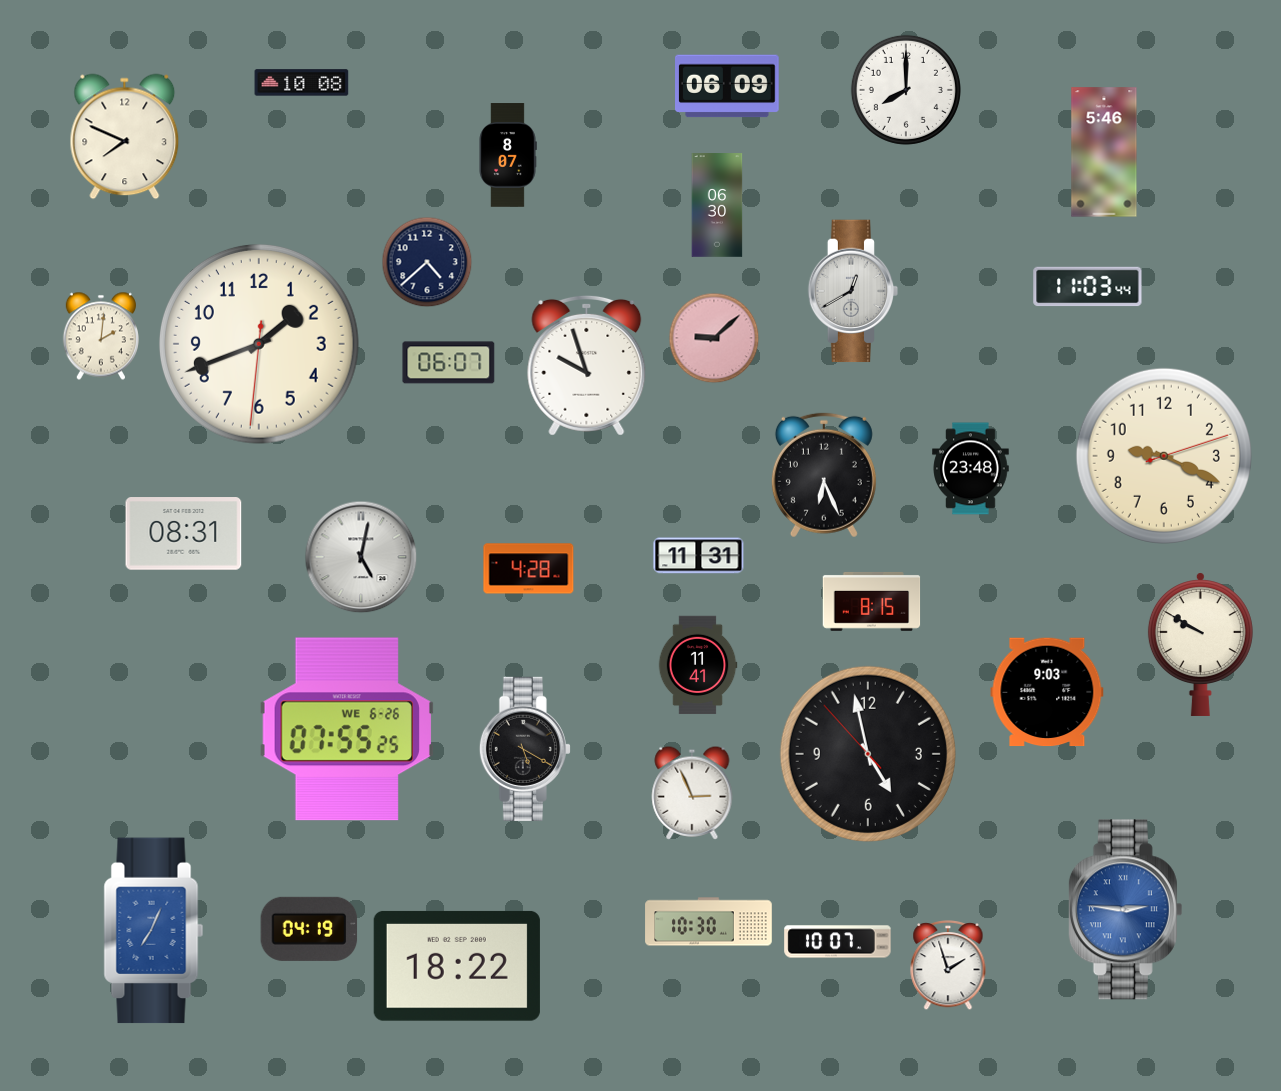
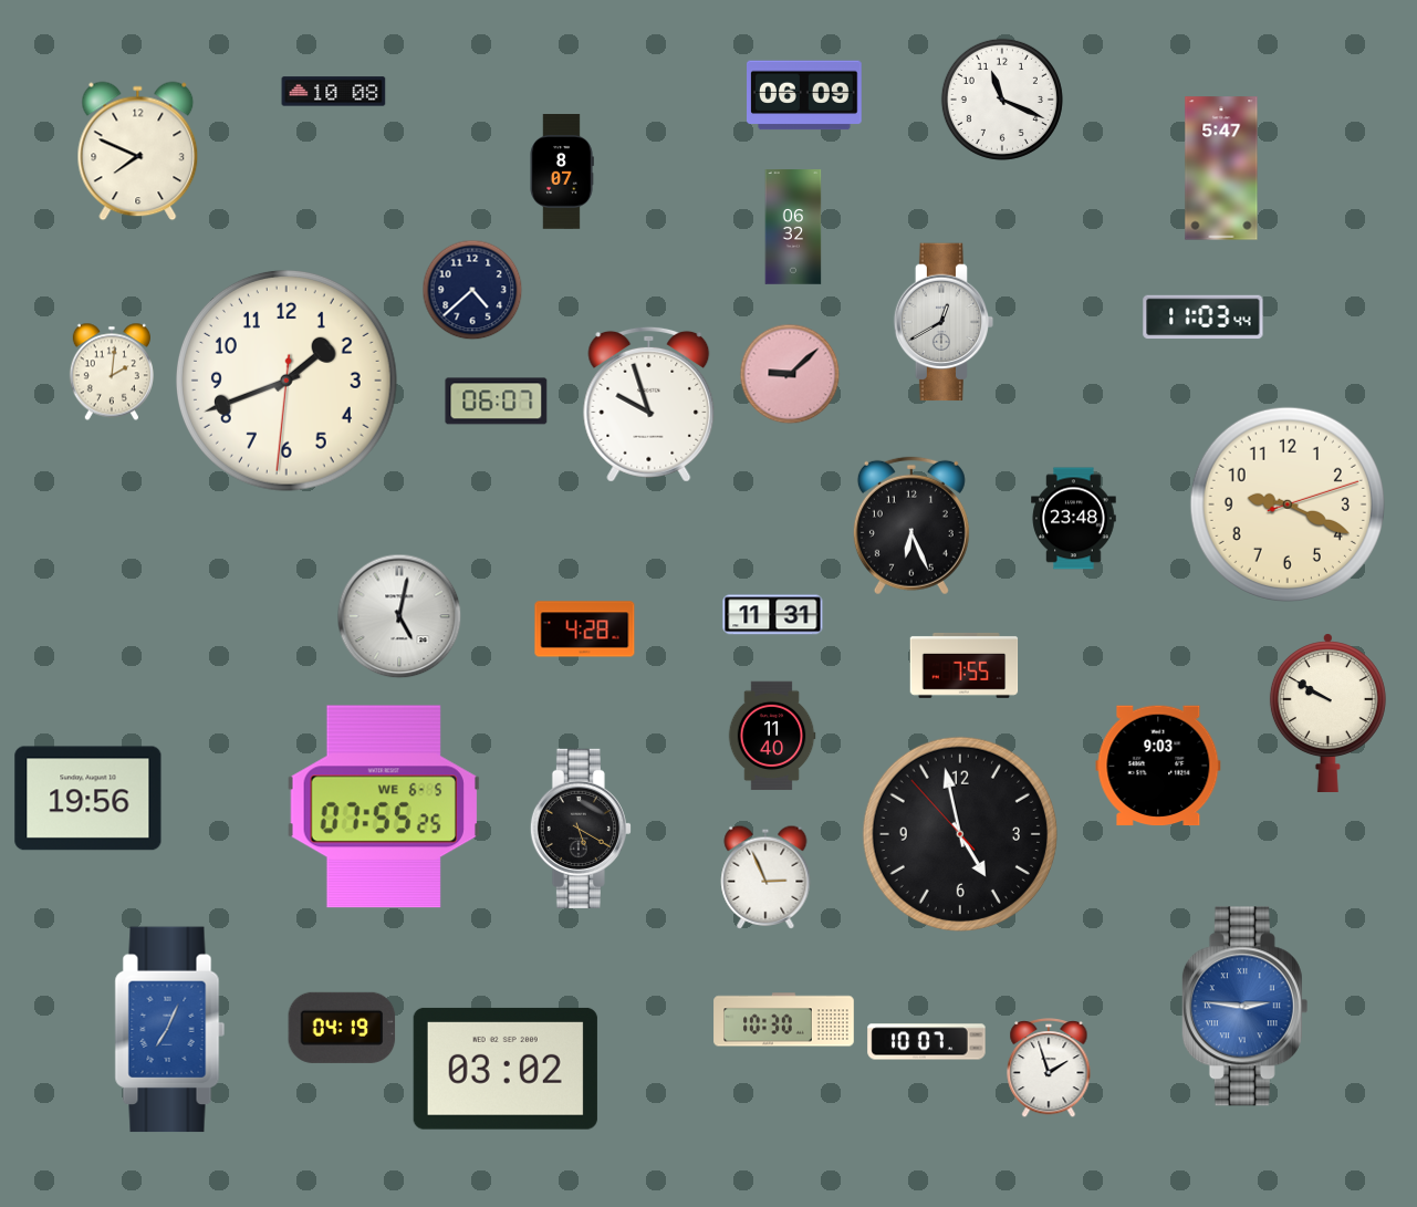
clock at (906, 90): 8:00 -> 11:19
clock at (1104, 152): 5:46 -> 5:47
clock at (717, 205): 06:30 -> 06:32
clock at (184, 534): 08:31 -> none
clock at (872, 601): 8:15 -> 7:55
clock at (698, 665): 11:41 -> 11:40
clock at (88, 799): none -> 19:56
clock at (347, 729) date: WE 6-26 -> WE 6-5
clock at (457, 966): 18:22 -> 03:02
